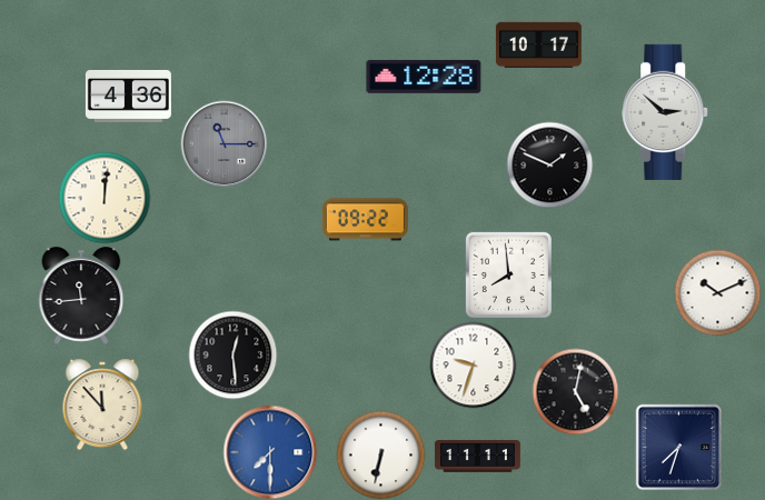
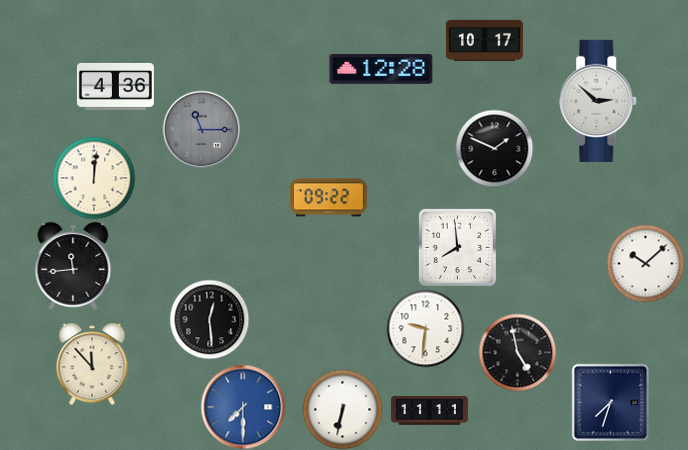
clock at (717, 292): 10:11 -> 10:08
clock at (473, 364): 9:33 -> 9:31
clock at (575, 391): 5:02 -> 4:58
